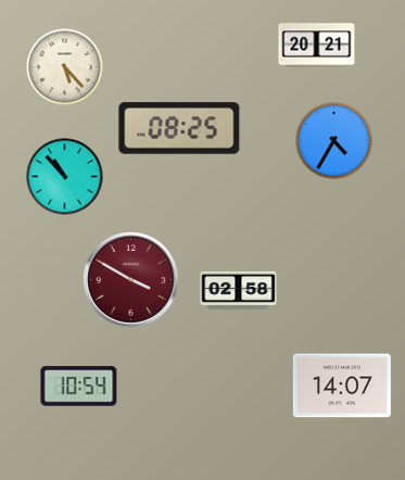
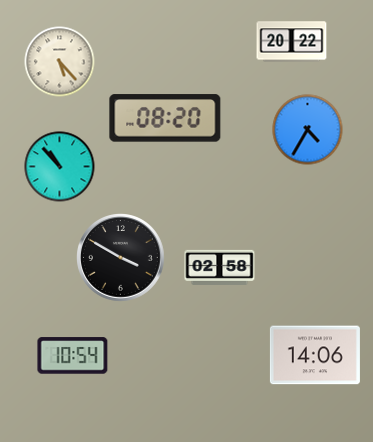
clock at (317, 46): 20:21 -> 20:22
clock at (179, 128): 08:25 -> 08:20
clock at (65, 177) position: (65, 177) -> (60, 167)
clock at (131, 280) dial: burgundy -> black
clock at (342, 386): 14:07 -> 14:06
